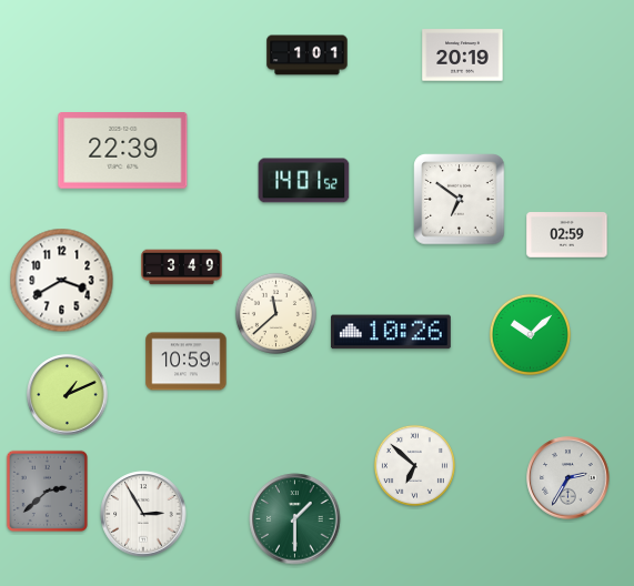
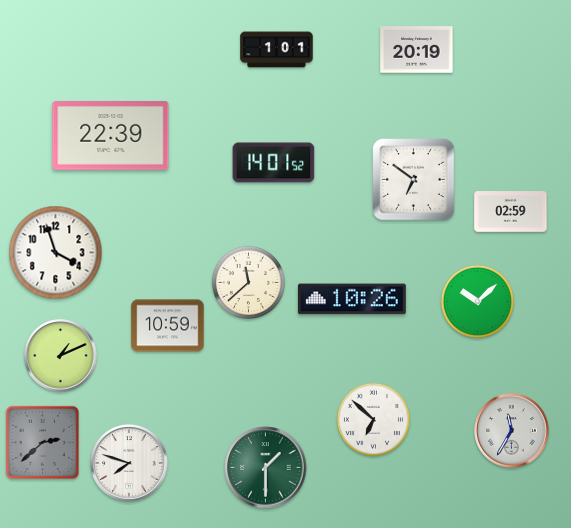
clock at (182, 267): 3:49 -> none
clock at (62, 281): 3:40 -> 3:57
clock at (568, 478): 2:35 -> 11:35
clock at (143, 514): 2:55 -> 7:48
